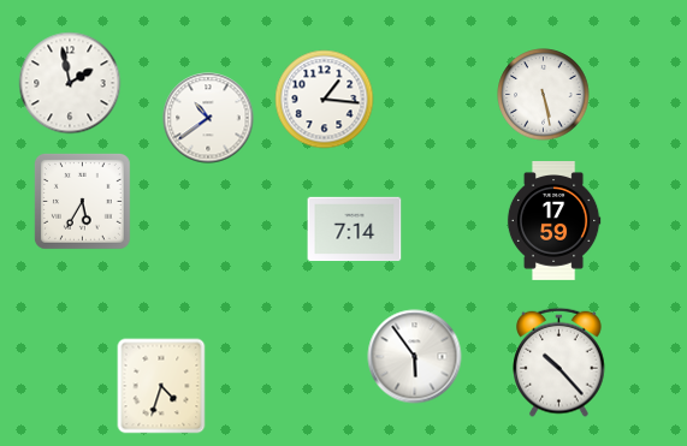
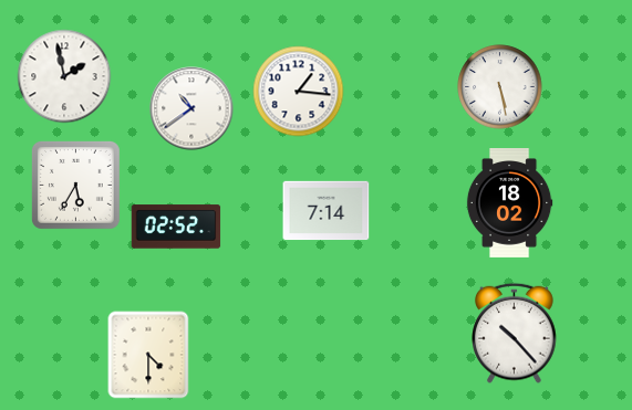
clock at (553, 221): 17:59 -> 18:02
clock at (176, 227): none -> 02:52
clock at (415, 357): 5:54 -> none
clock at (161, 386): 4:33 -> 4:30
